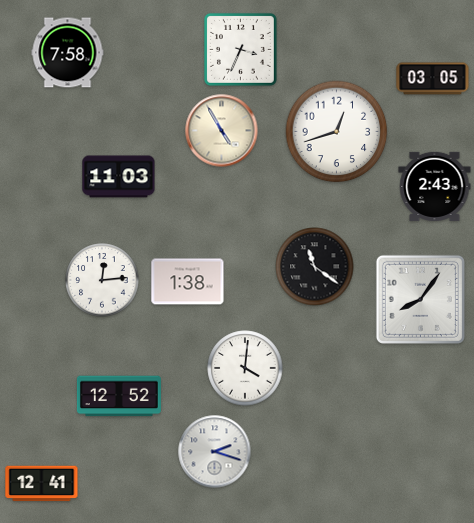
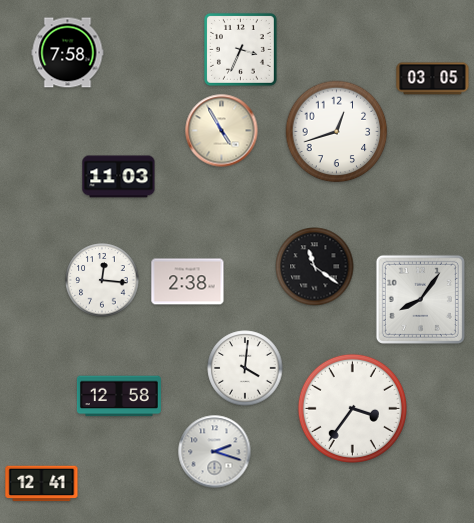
clock at (435, 186): 2:43 -> none
clock at (102, 280): 12:14 -> 12:16
clock at (188, 282): 1:38 -> 2:38
clock at (119, 396): 12:52 -> 12:58
clock at (352, 408): none -> 3:36
